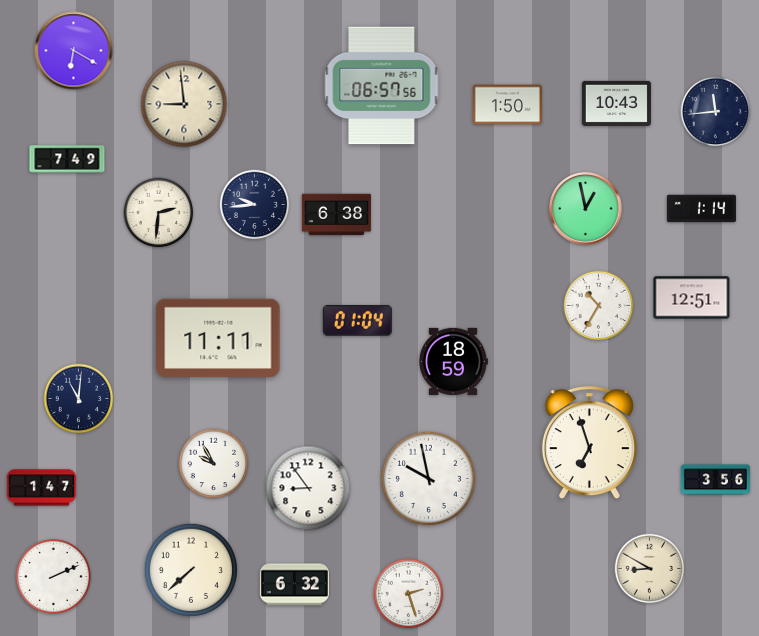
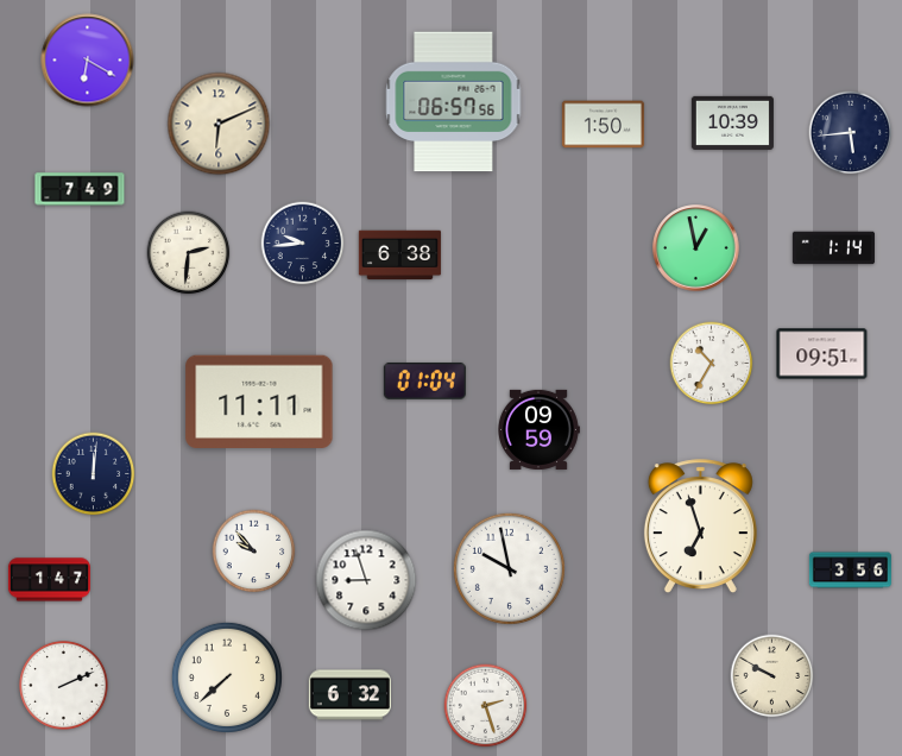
clock at (616, 103): 10:43 -> 10:39
clock at (184, 104): 8:59 -> 6:11
clock at (716, 112): 11:44 -> 5:44
clock at (692, 298): 12:51 -> 09:51
clock at (453, 361): 18:59 -> 09:59
clock at (79, 399): 11:01 -> 12:01
clock at (214, 464): 9:55 -> 9:53
clock at (308, 488): 8:54 -> 8:57
clock at (650, 569): 8:50 -> 9:50
